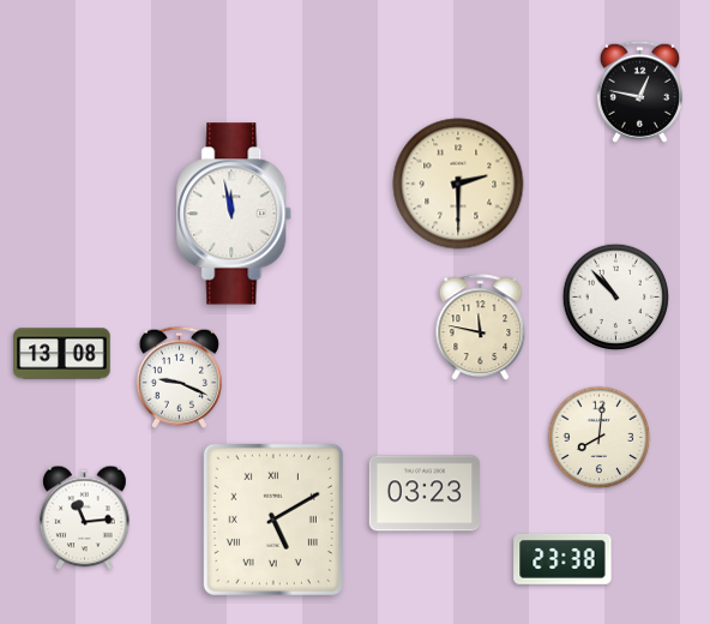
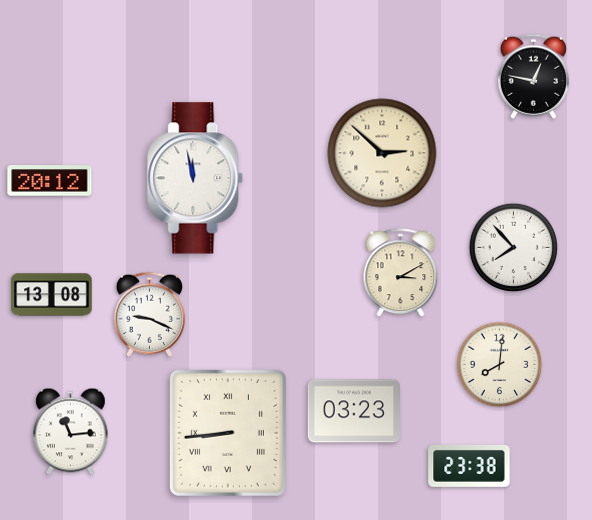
clock at (458, 184): 2:30 -> 2:52
clock at (50, 181): none -> 20:12
clock at (616, 296): 10:53 -> 7:53
clock at (481, 328): 11:47 -> 3:10
clock at (273, 520): 5:10 -> 8:44
